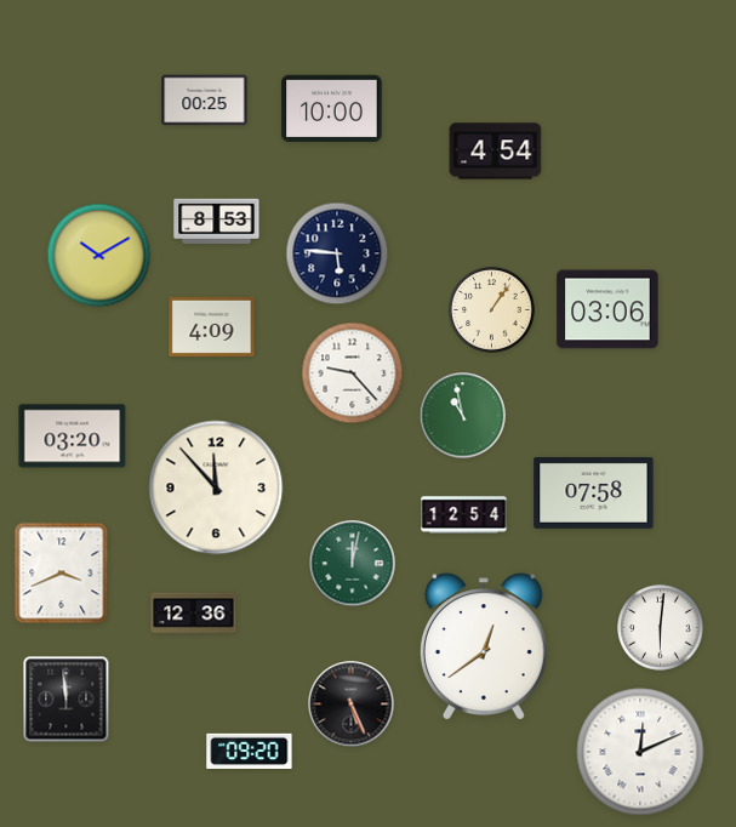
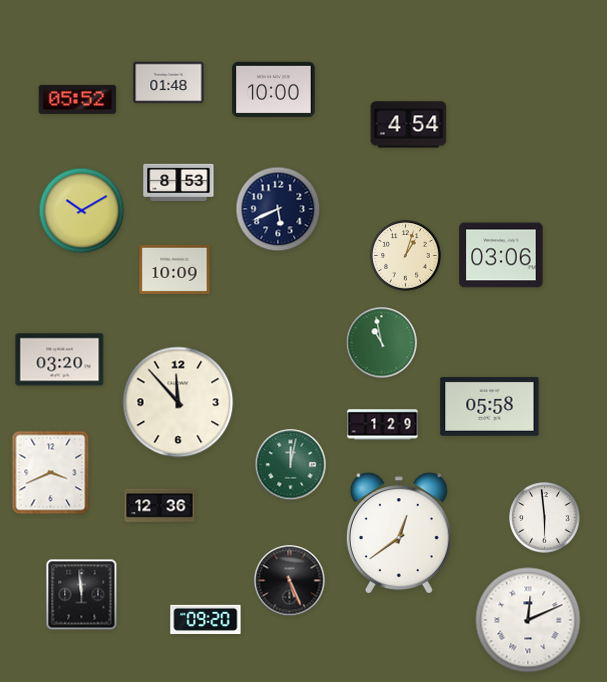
clock at (205, 101): 00:25 -> 01:48
clock at (78, 99): none -> 05:52
clock at (337, 253): 5:46 -> 5:41
clock at (492, 310): 1:06 -> 1:03
clock at (212, 326): 4:09 -> 10:09
clock at (353, 373): 9:23 -> none
clock at (594, 492): 07:58 -> 05:58
clock at (464, 515): 12:54 -> 1:29
clock at (661, 628): 6:01 -> 5:59
clock at (67, 700) position: (67, 700) -> (82, 595)
